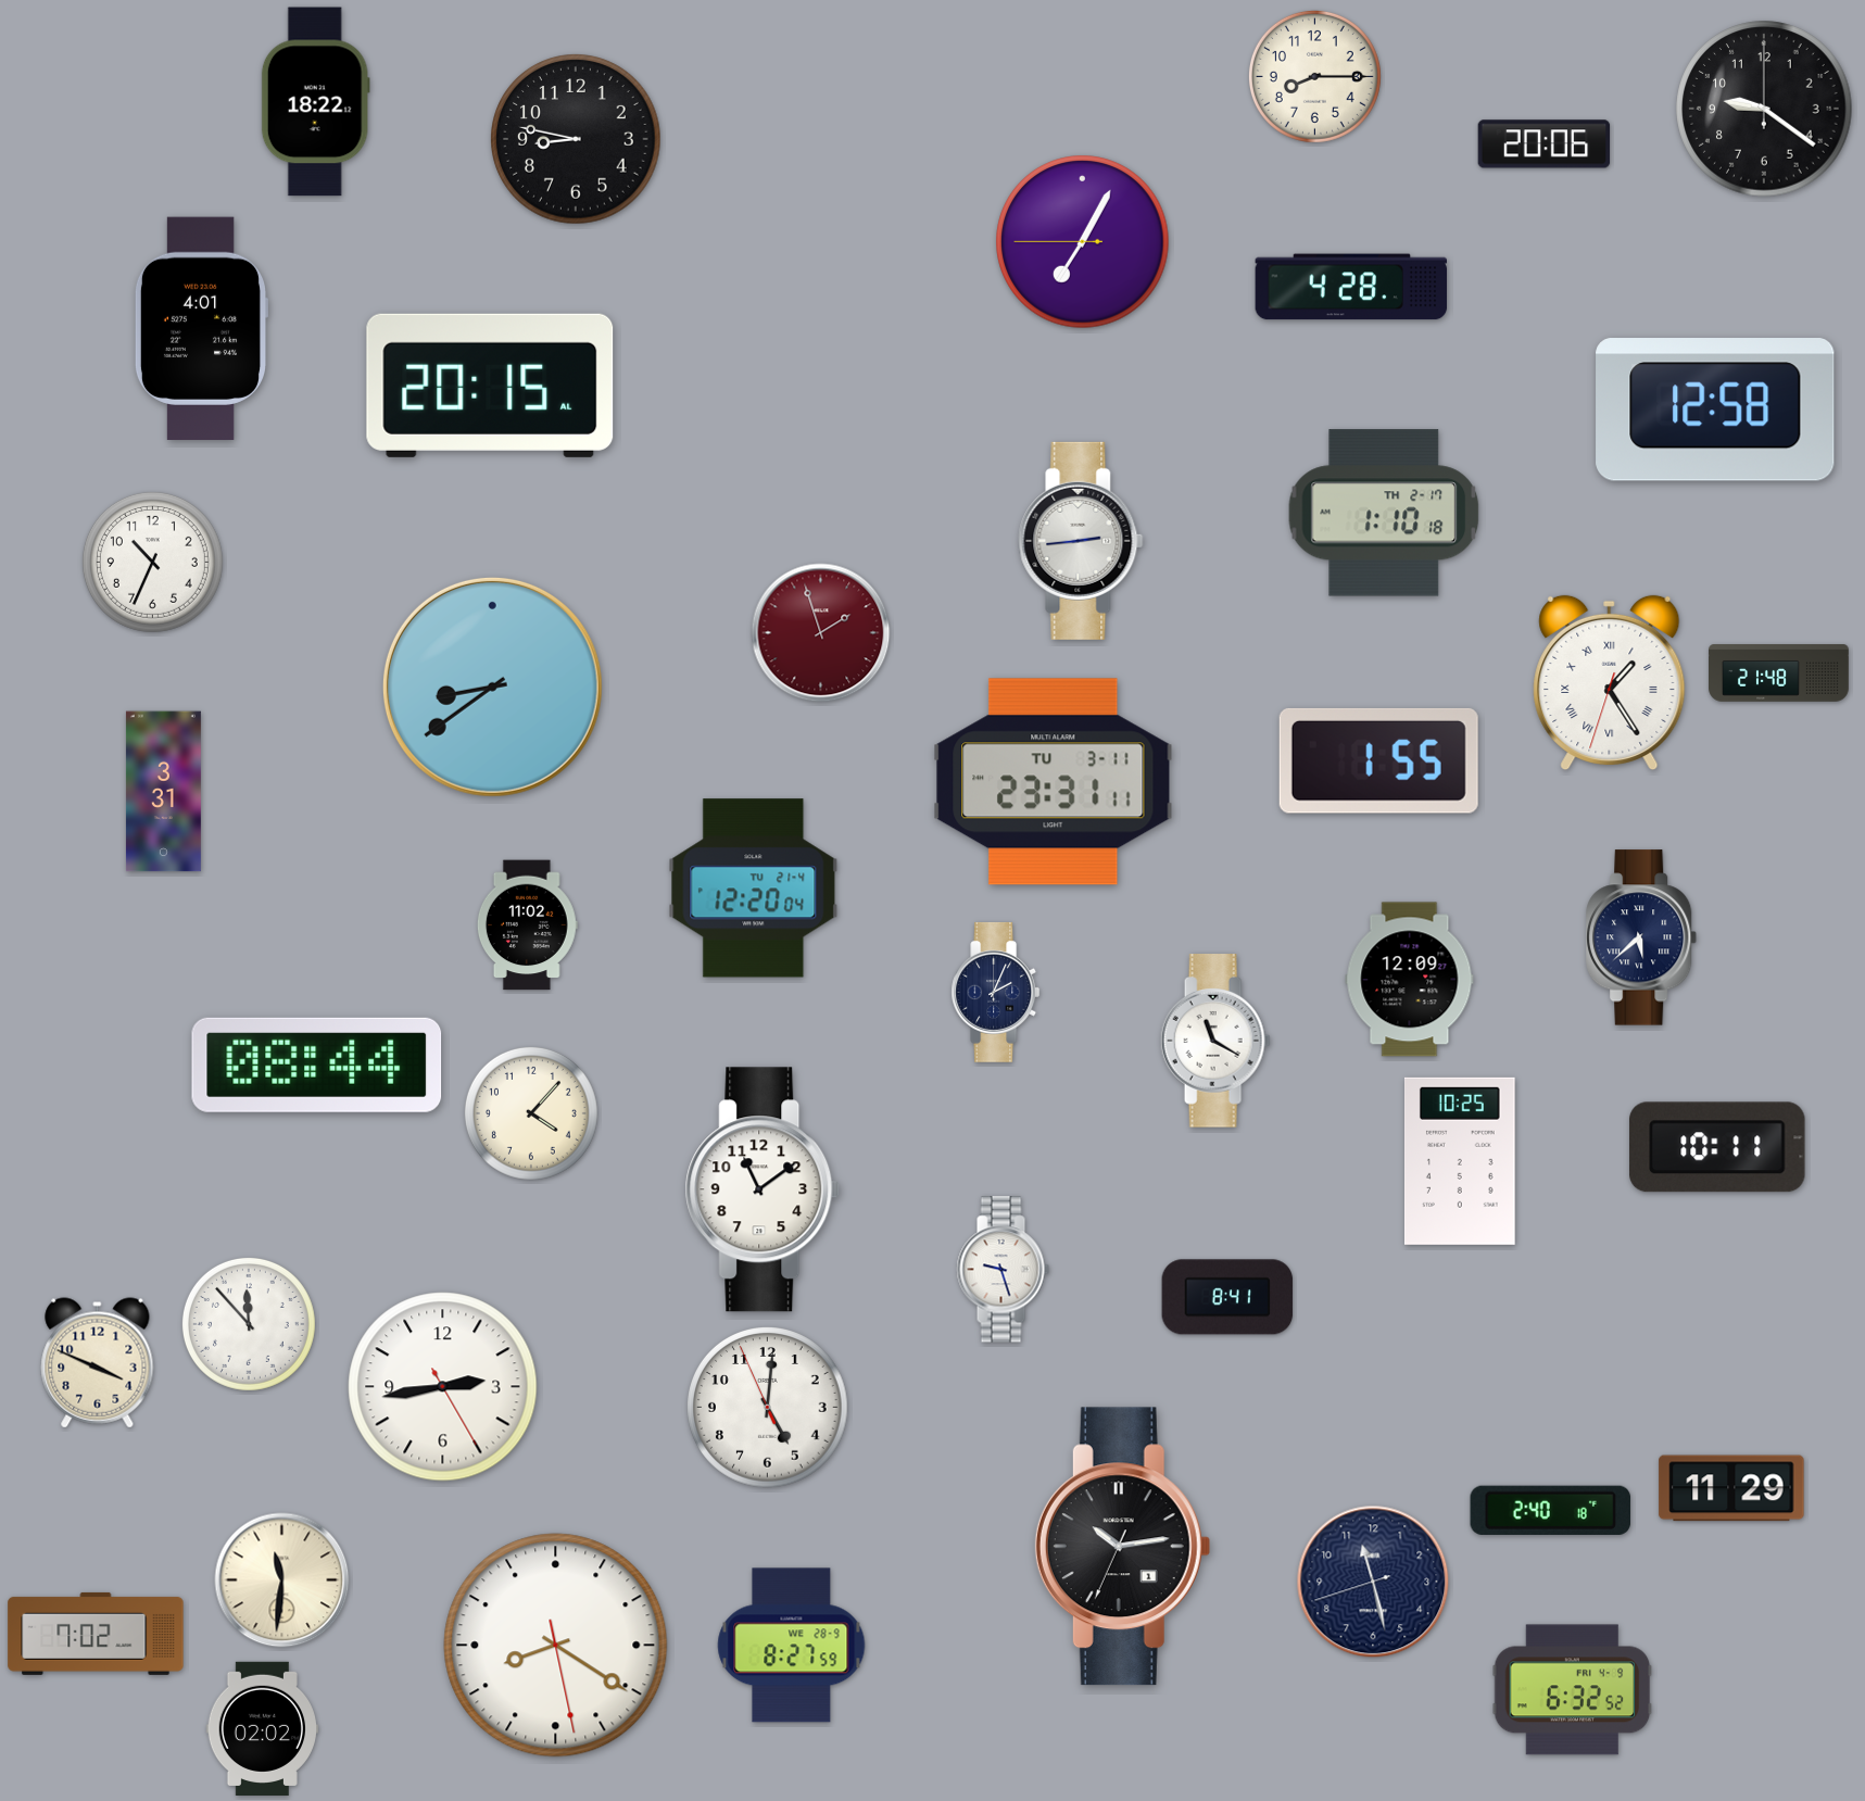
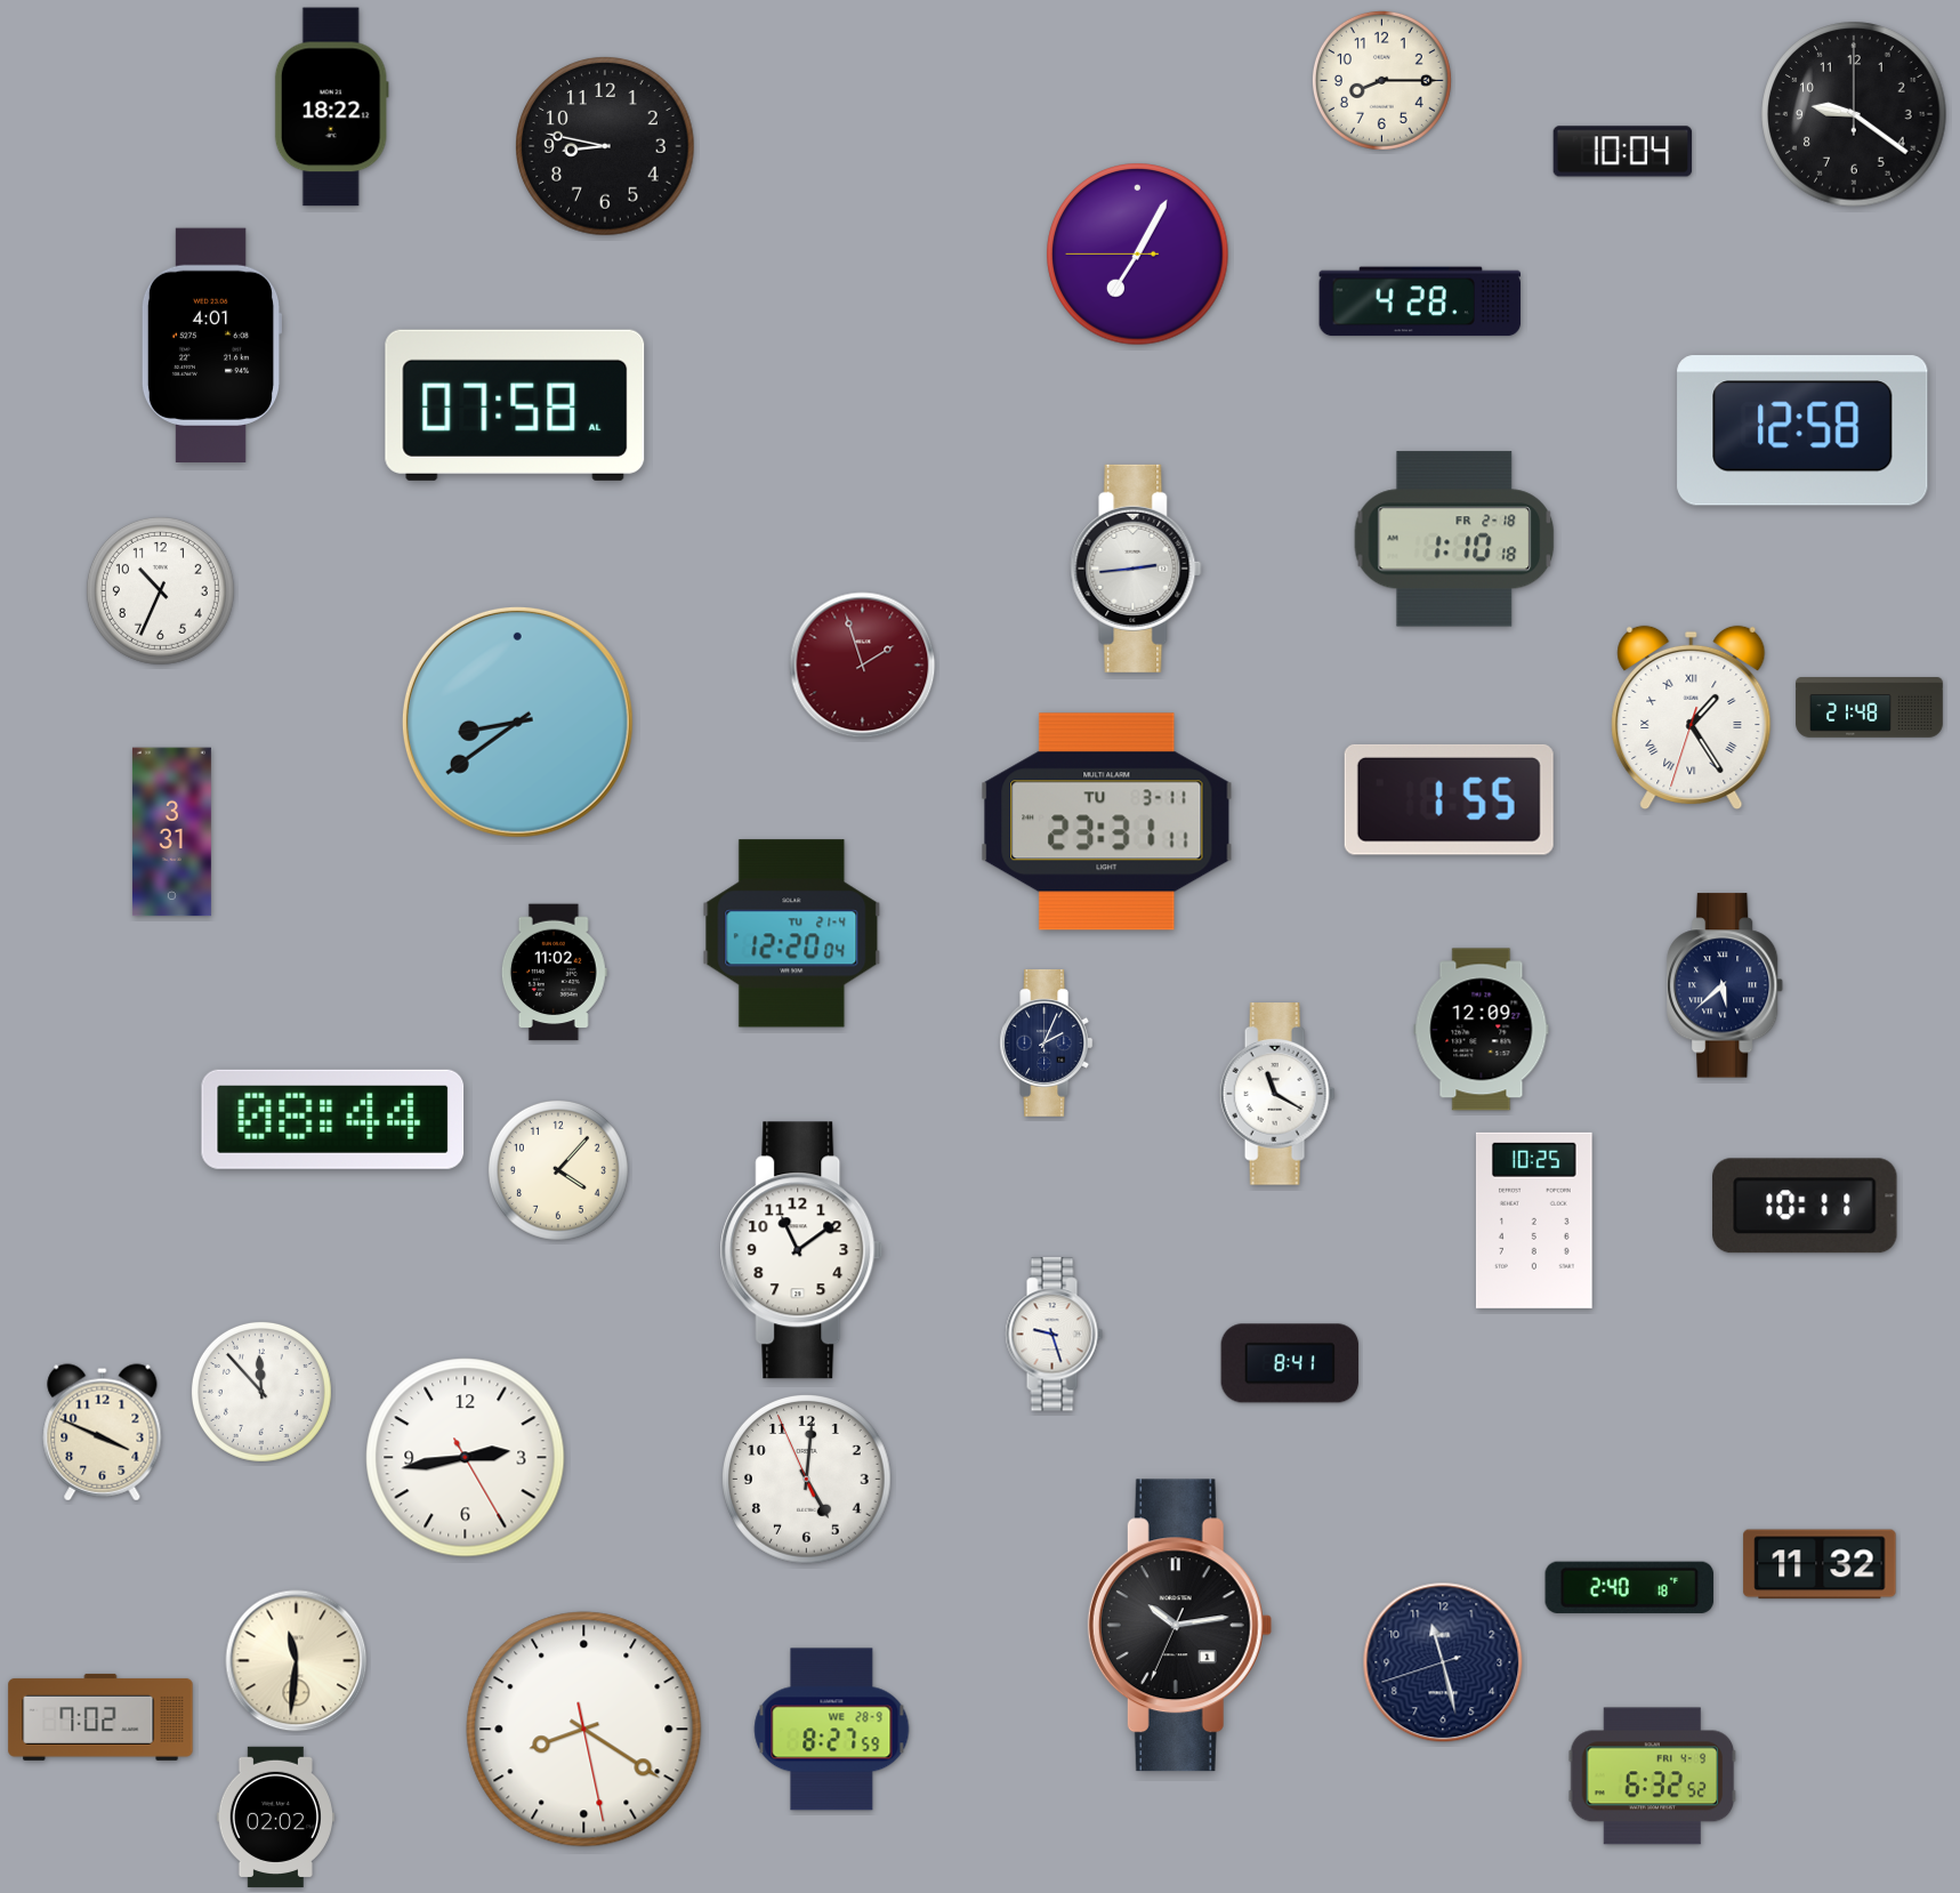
clock at (1545, 144): 20:06 -> 10:04
clock at (490, 386): 20:15 -> 07:58
clock at (1384, 513) date: TH 2-17 -> FR 2-18
clock at (1731, 1488): 11:29 -> 11:32
